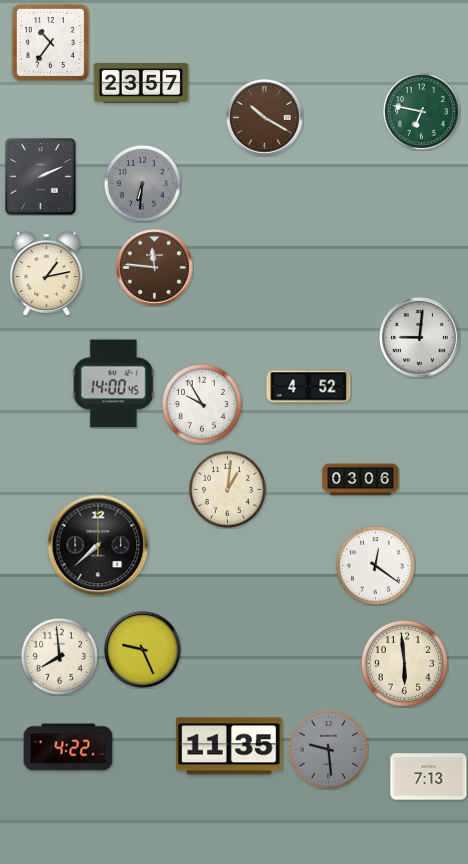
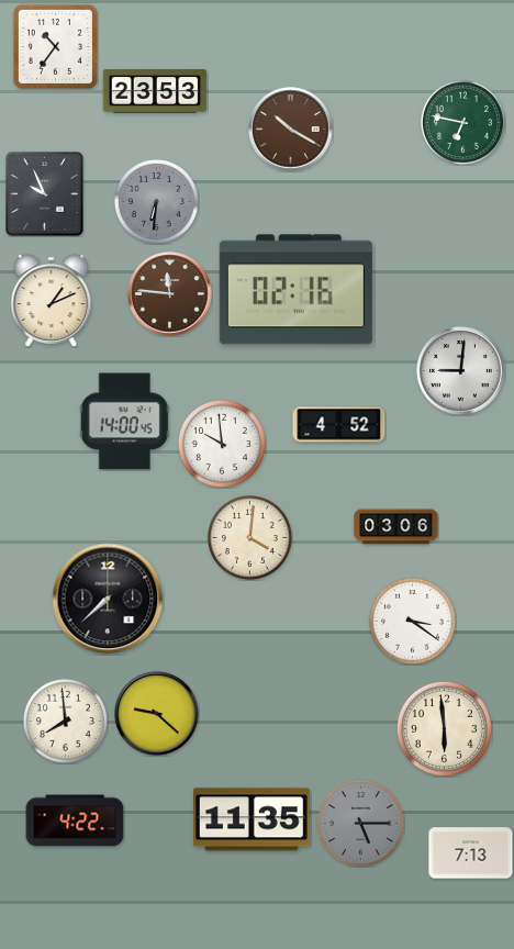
clock at (141, 83): 23:57 -> 23:53
clock at (41, 177): 2:11 -> 9:56
clock at (295, 290): none -> 02:16
clock at (47, 274): 1:13 -> 1:11
clock at (202, 404): 9:55 -> 9:59
clock at (227, 489): 1:01 -> 4:01
clock at (375, 565): 12:21 -> 3:21
clock at (143, 650): 9:26 -> 9:22
clock at (328, 749): 9:29 -> 5:15
